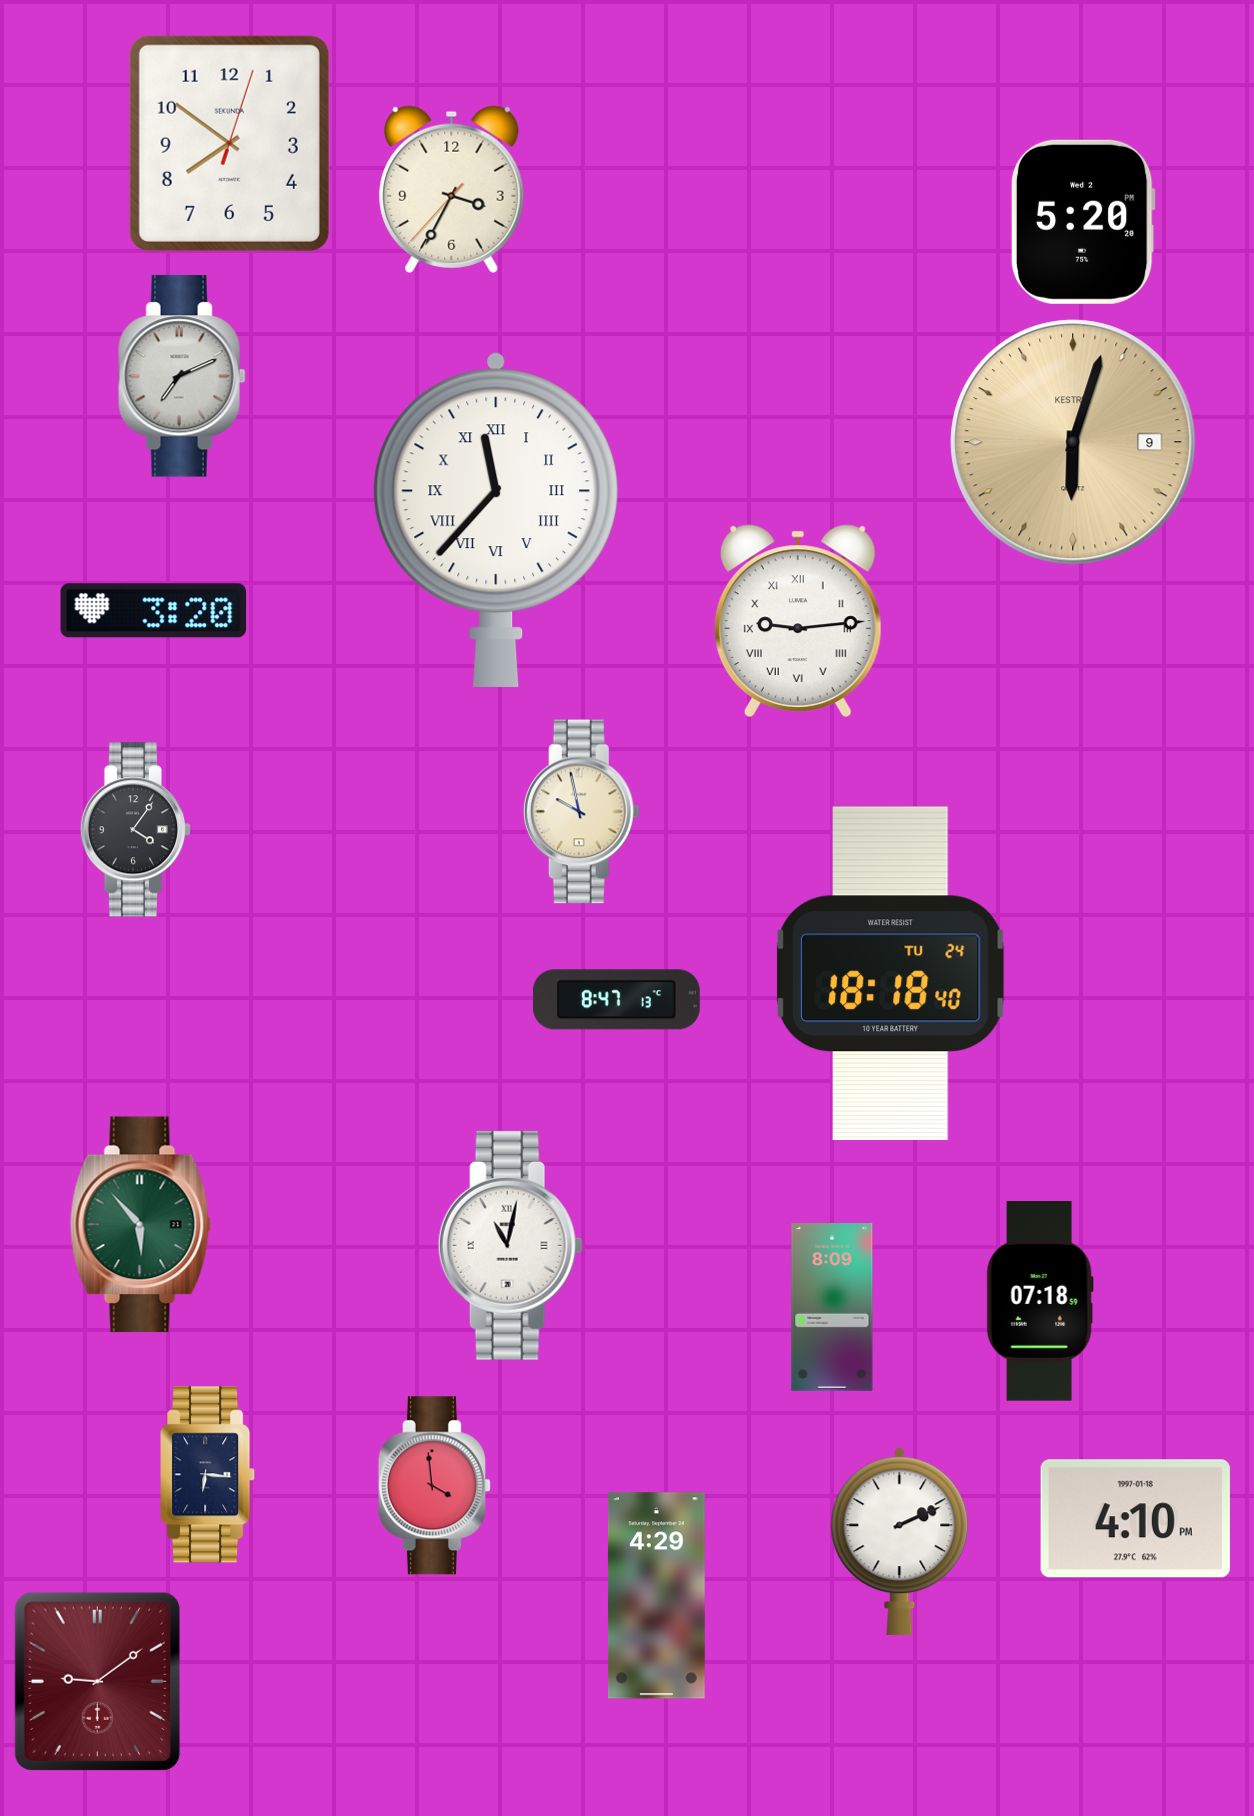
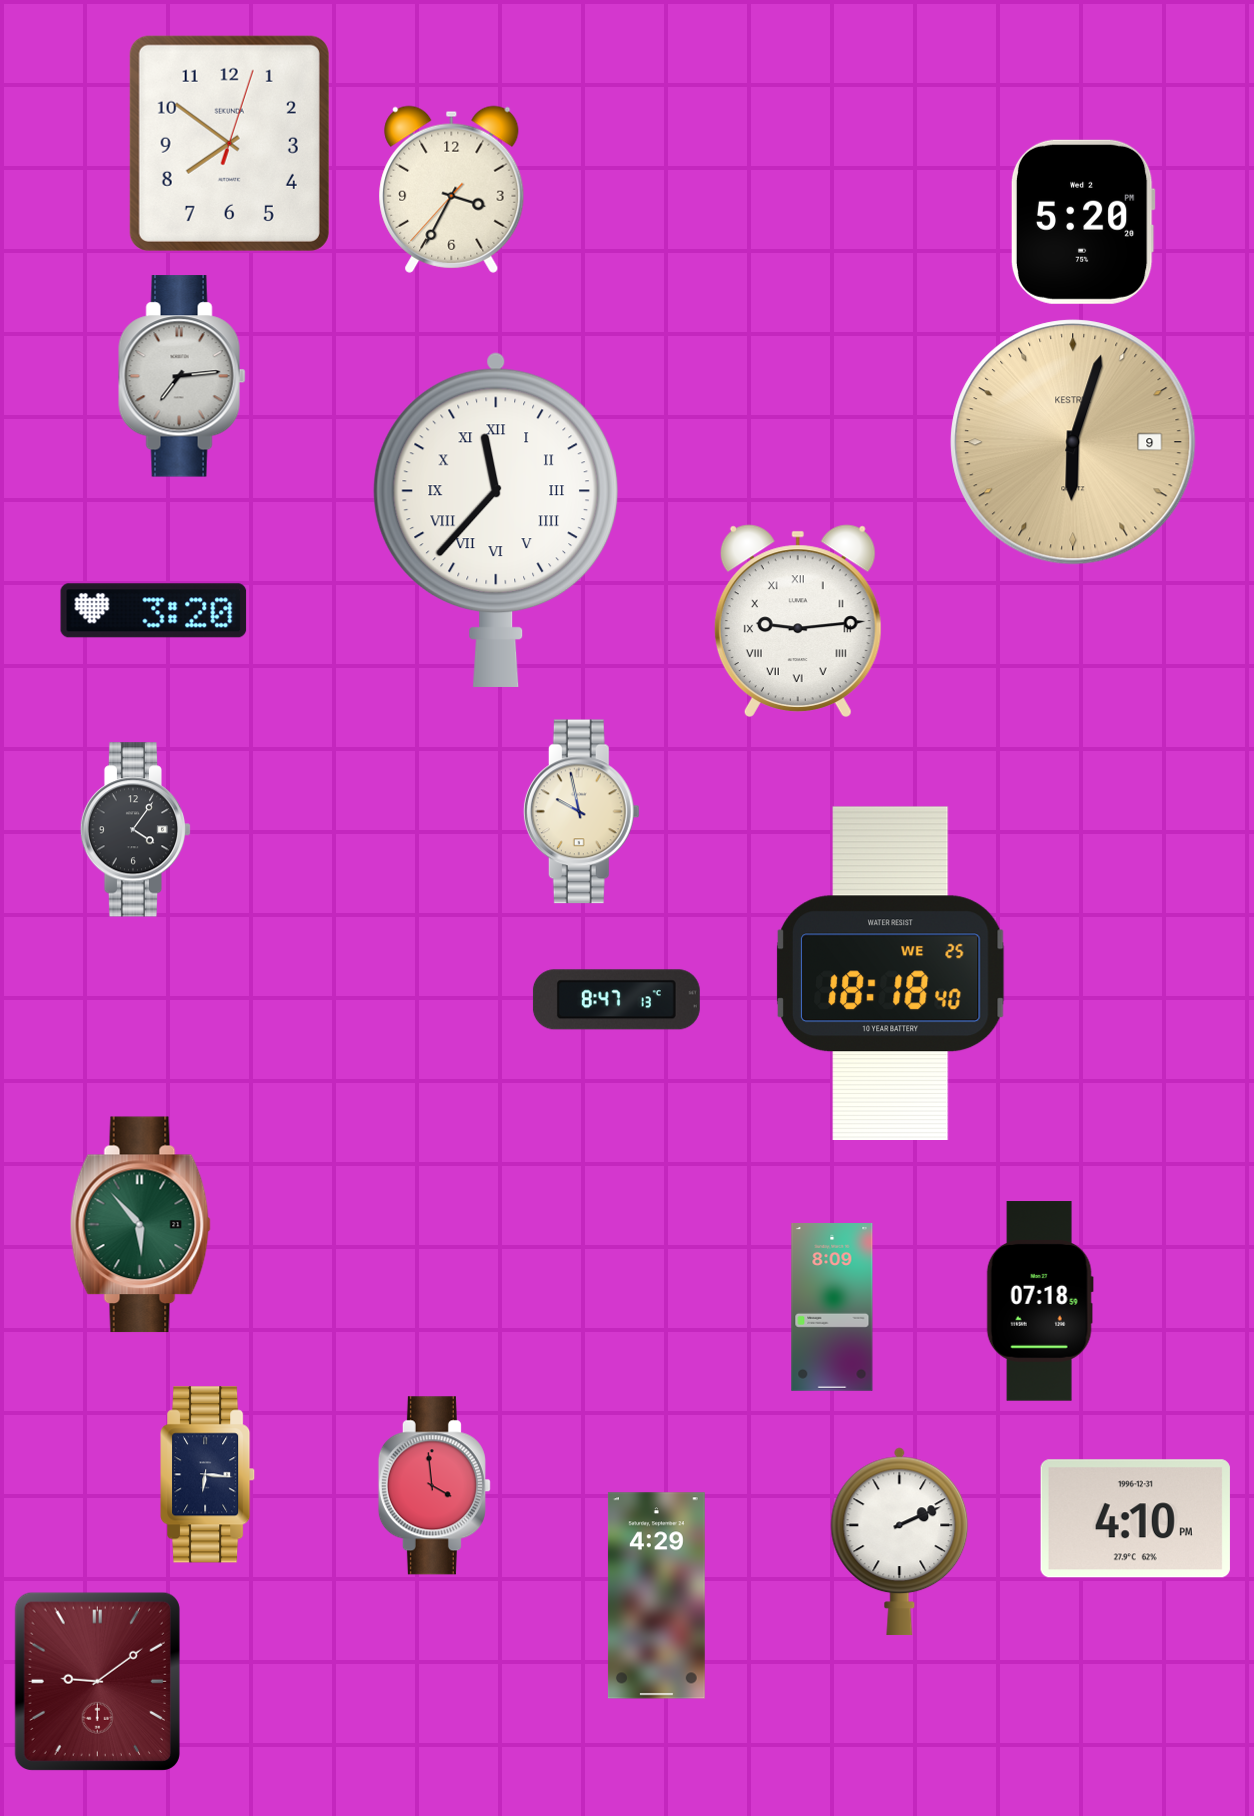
clock at (182, 376): 7:11 -> 7:14
clock at (890, 973) date: TU 24 -> WE 25
clock at (510, 1245): 11:02 -> none
clock at (1135, 1519) date: 1997-01-18 -> 1996-12-31
